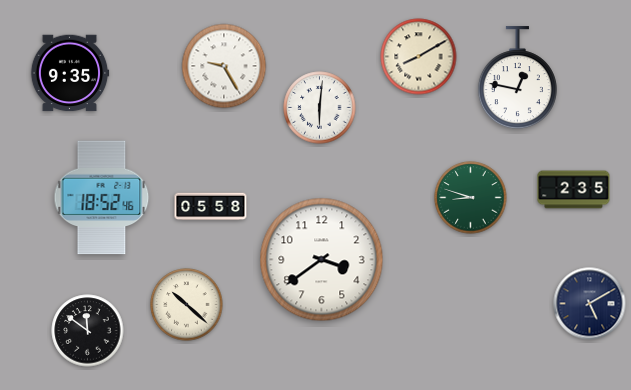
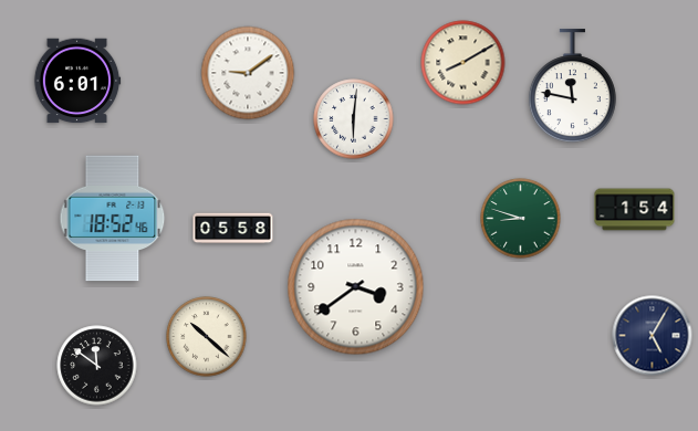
clock at (224, 66): 9:25 -> 9:09
clock at (70, 73): 9:35 -> 6:01
clock at (517, 78): 12:47 -> 11:47
clock at (574, 190): 2:35 -> 1:54
clock at (590, 304): 5:10 -> 5:05
